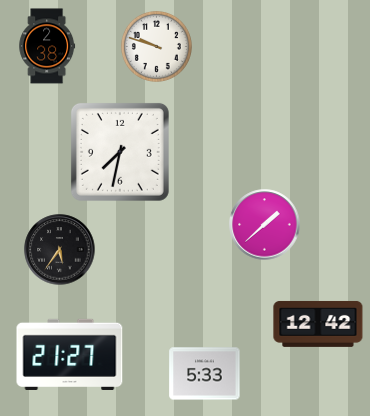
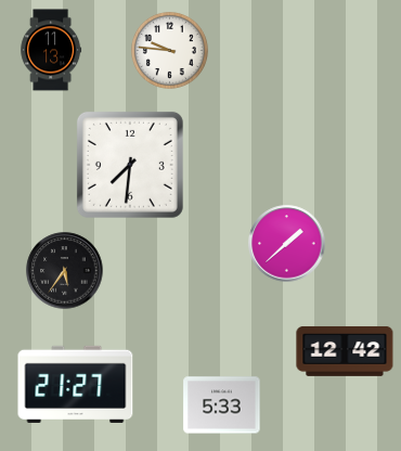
clock at (47, 46): 2:38 -> 11:13
clock at (156, 46): 9:48 -> 9:46
clock at (120, 152): 7:32 -> 7:31
